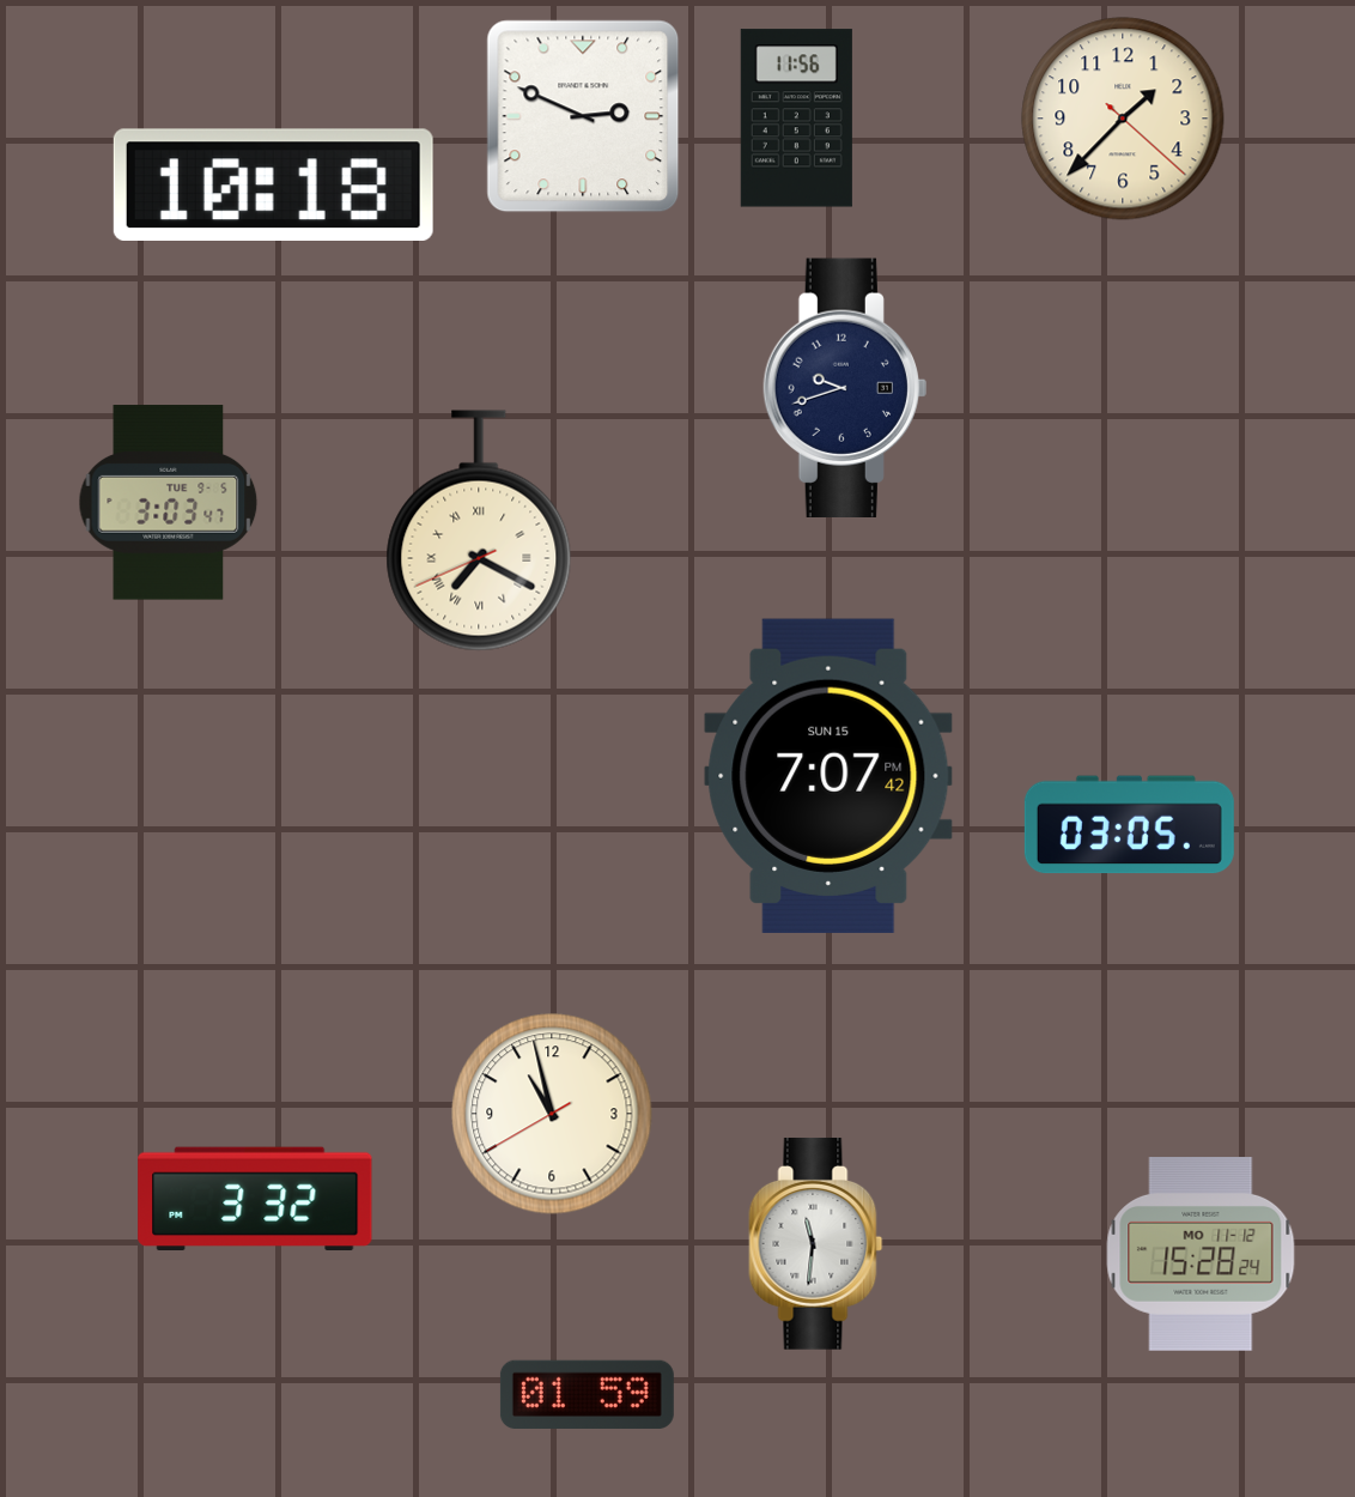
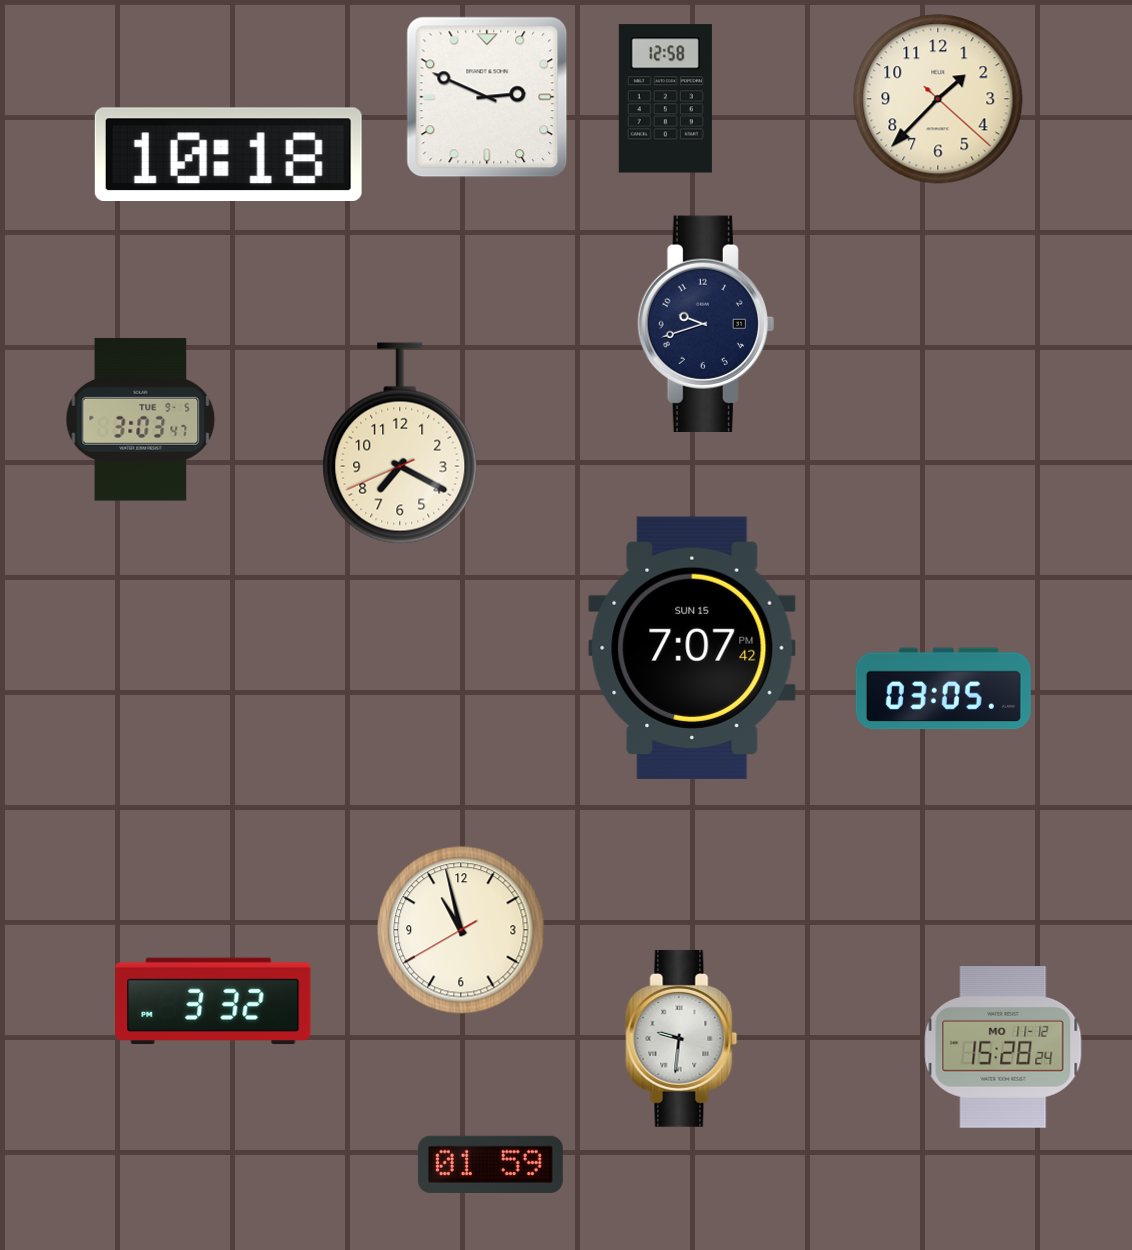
clock at (796, 119): 11:56 -> 12:58
clock at (479, 531) numerals: Roman -> Arabic
clock at (816, 1243): 11:31 -> 9:31
